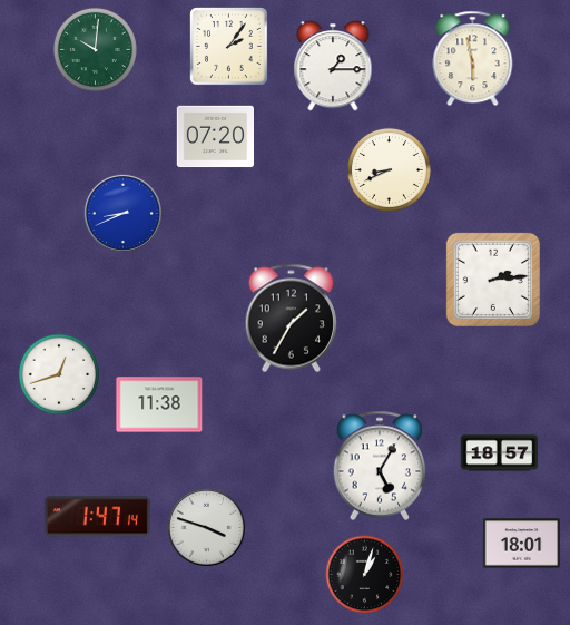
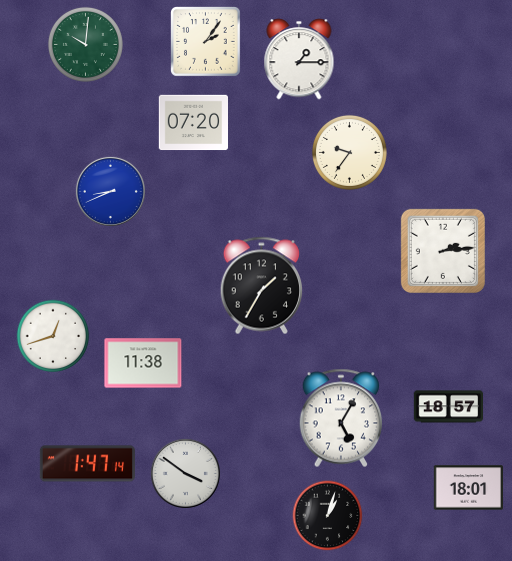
clock at (473, 59): 5:58 -> none
clock at (389, 169): 8:41 -> 9:36
clock at (206, 527): 3:48 -> 3:51
